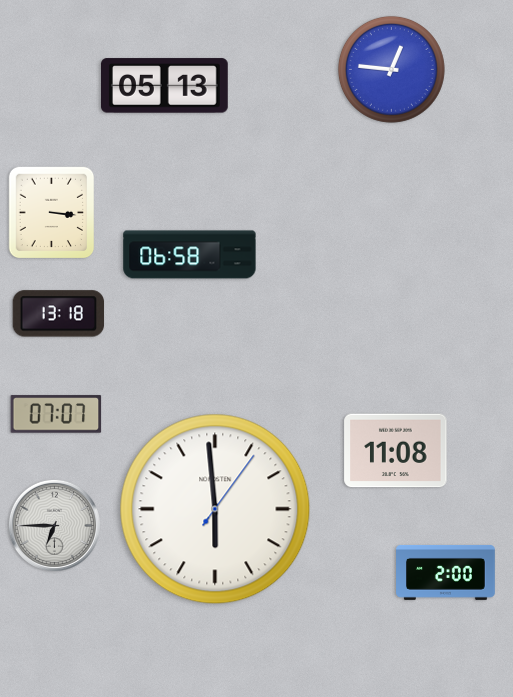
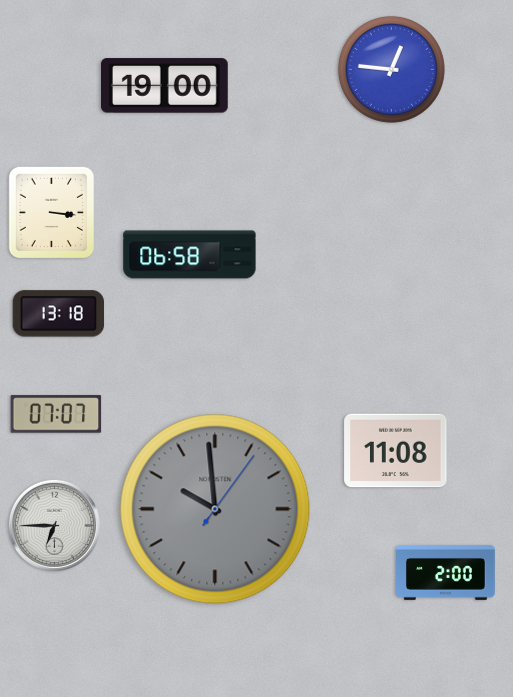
clock at (165, 86): 05:13 -> 19:00
clock at (215, 509): 5:59 -> 9:59
clock at (215, 509) dial: white -> grey
